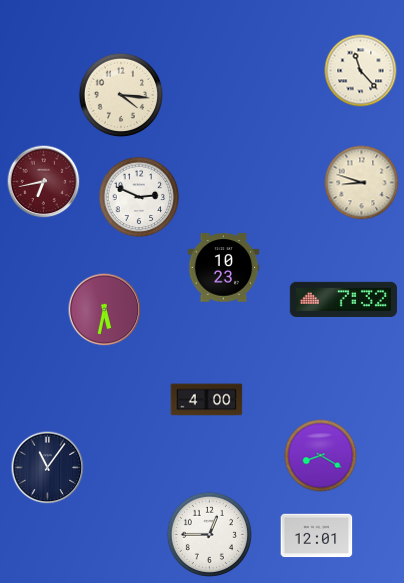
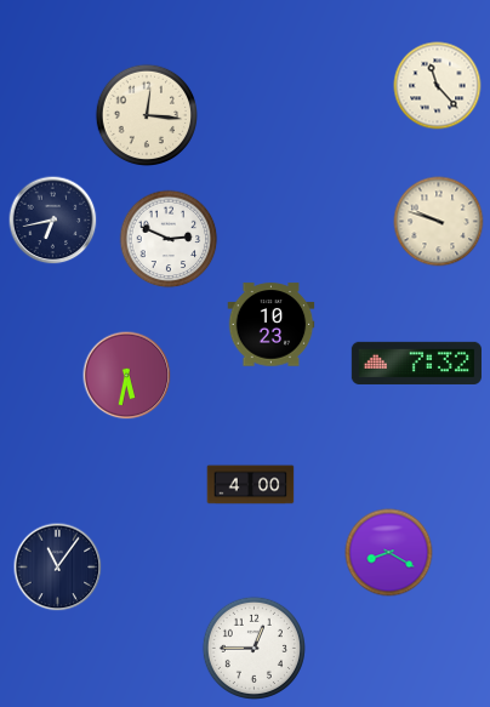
clock at (120, 94): 4:16 -> 12:16
clock at (44, 182) dial: burgundy -> navy
clock at (362, 183): 8:48 -> 9:48
clock at (317, 536): 12:01 -> none
